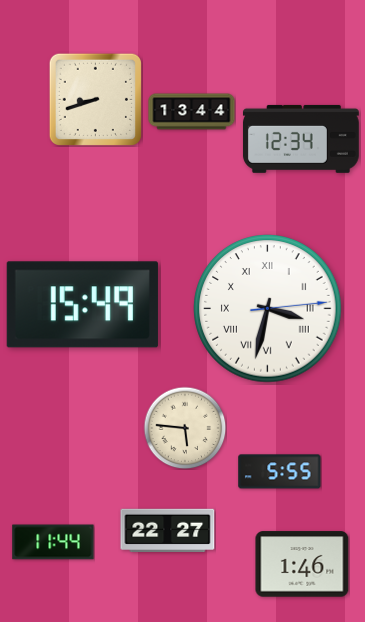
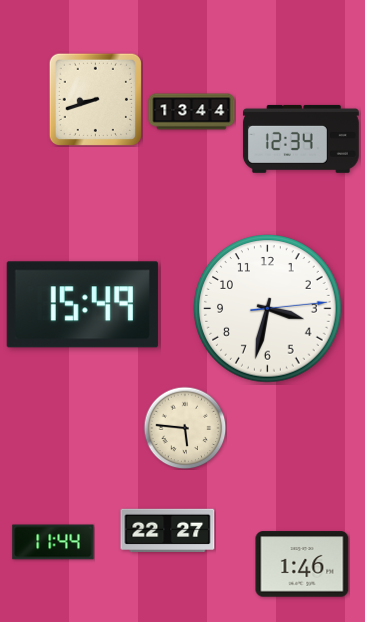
clock at (268, 309) numerals: Roman -> Arabic
clock at (280, 472): 5:55 -> none
